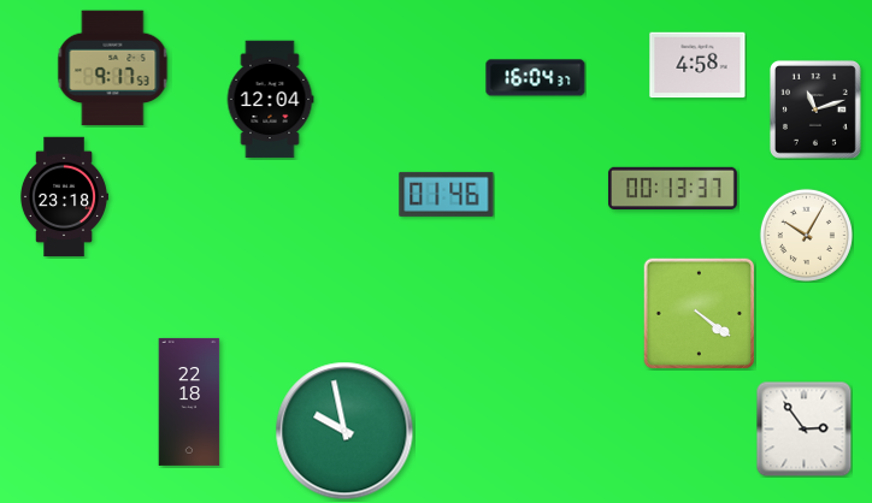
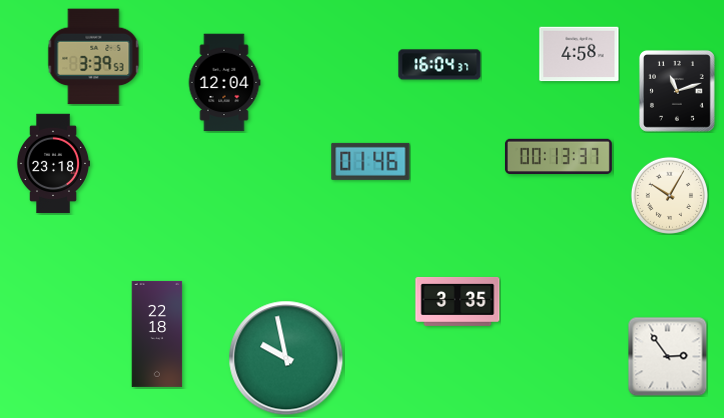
clock at (113, 69): 9:17 -> 3:39
clock at (536, 78) position: (536, 78) -> (440, 65)
clock at (699, 313): 4:21 -> none
clock at (458, 301): none -> 3:35
